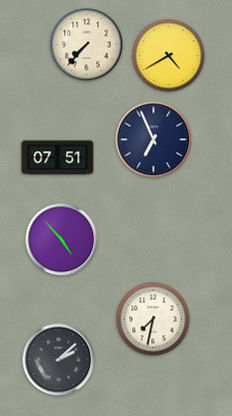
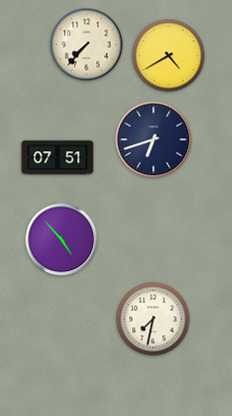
clock at (154, 140): 6:56 -> 6:42
clock at (59, 360): 2:08 -> none
